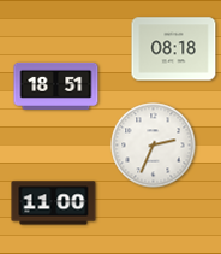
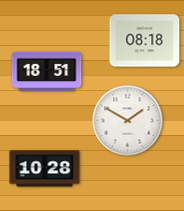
clock at (154, 146): 2:34 -> 1:50
clock at (54, 203): 11:00 -> 10:28
